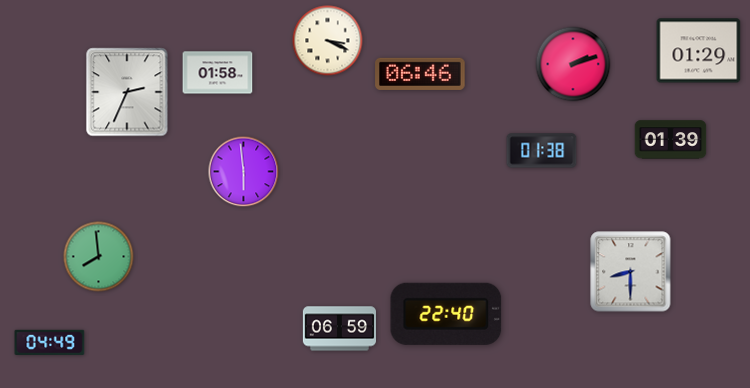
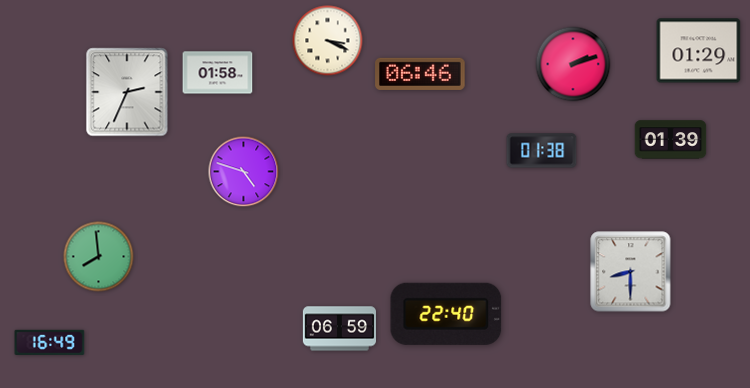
clock at (244, 172): 5:59 -> 4:48
clock at (50, 342): 04:49 -> 16:49
